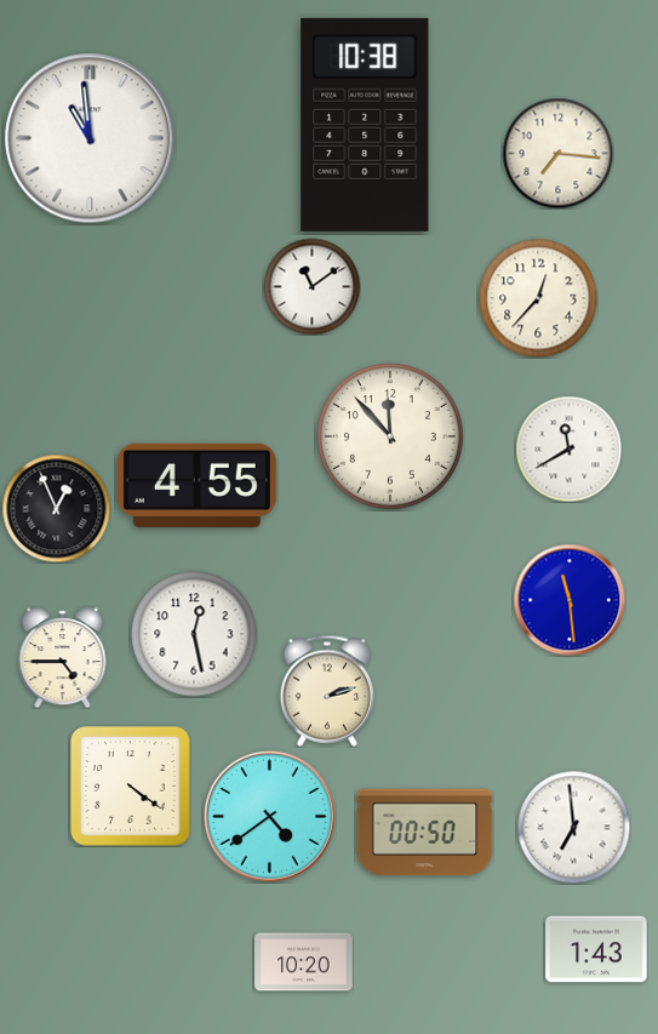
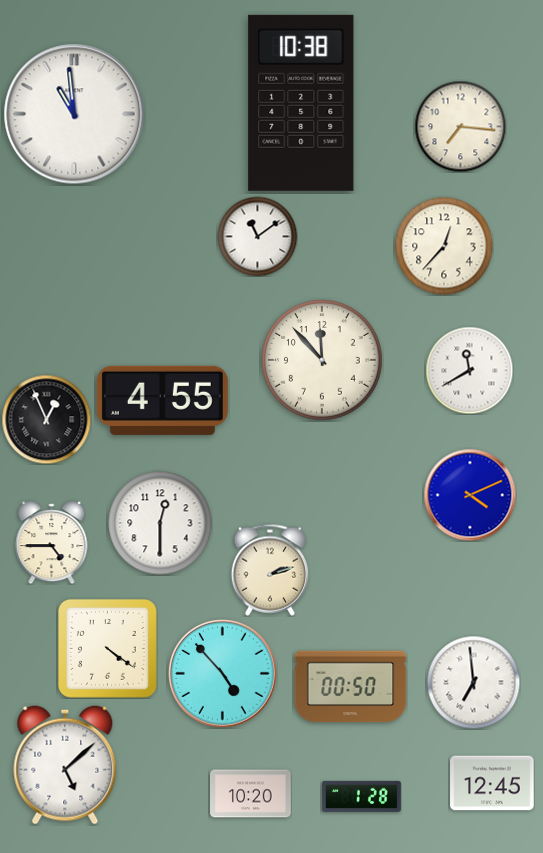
clock at (570, 600): 11:29 -> 4:11
clock at (194, 634): 12:28 -> 12:30
clock at (269, 816): 4:39 -> 4:53
clock at (65, 765): none -> 5:08
clock at (596, 949): 1:43 -> 12:45
clock at (361, 796): none -> 1:28
